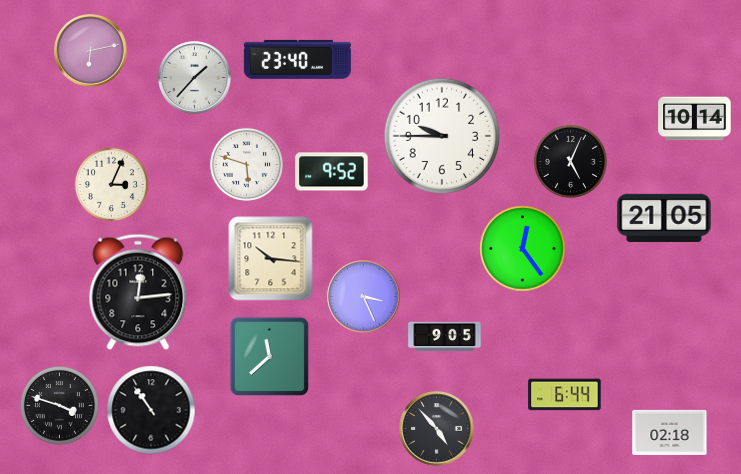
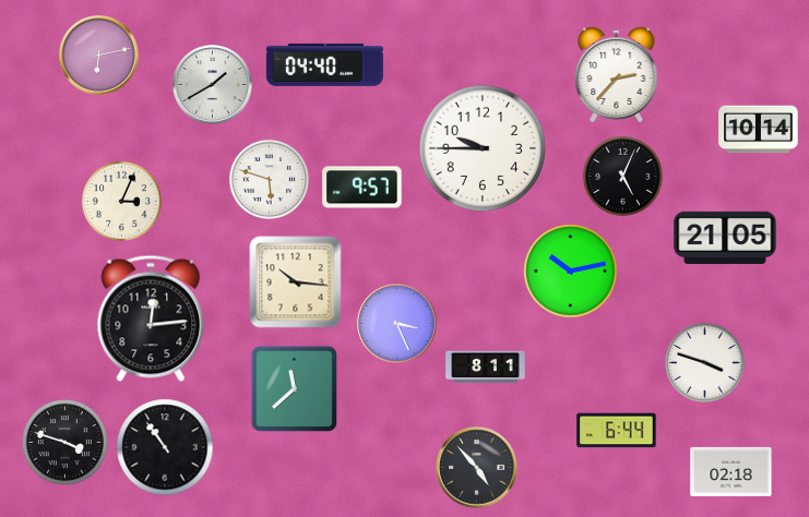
clock at (297, 59): 23:40 -> 04:40
clock at (617, 74): none -> 2:37
clock at (195, 78): 1:37 -> 1:40
clock at (332, 172): 9:52 -> 9:57
clock at (523, 249): 12:24 -> 10:13
clock at (704, 362): none -> 3:48
clock at (445, 337): 9:05 -> 8:11
